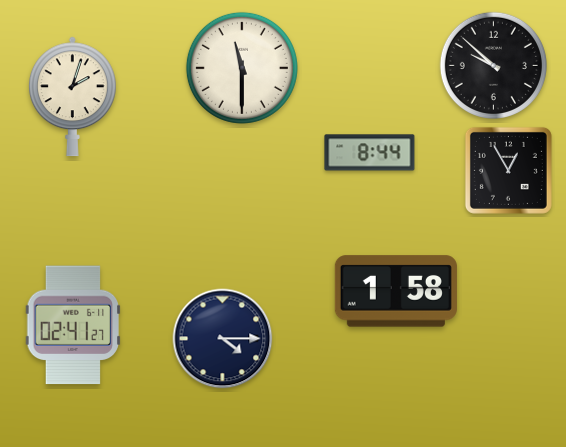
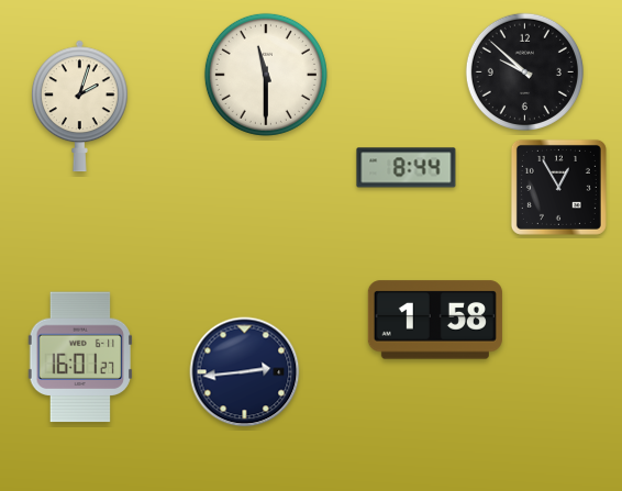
clock at (493, 65) position: (493, 65) -> (524, 71)
clock at (73, 325): 02:41 -> 16:01
clock at (223, 339): 4:15 -> 2:44
